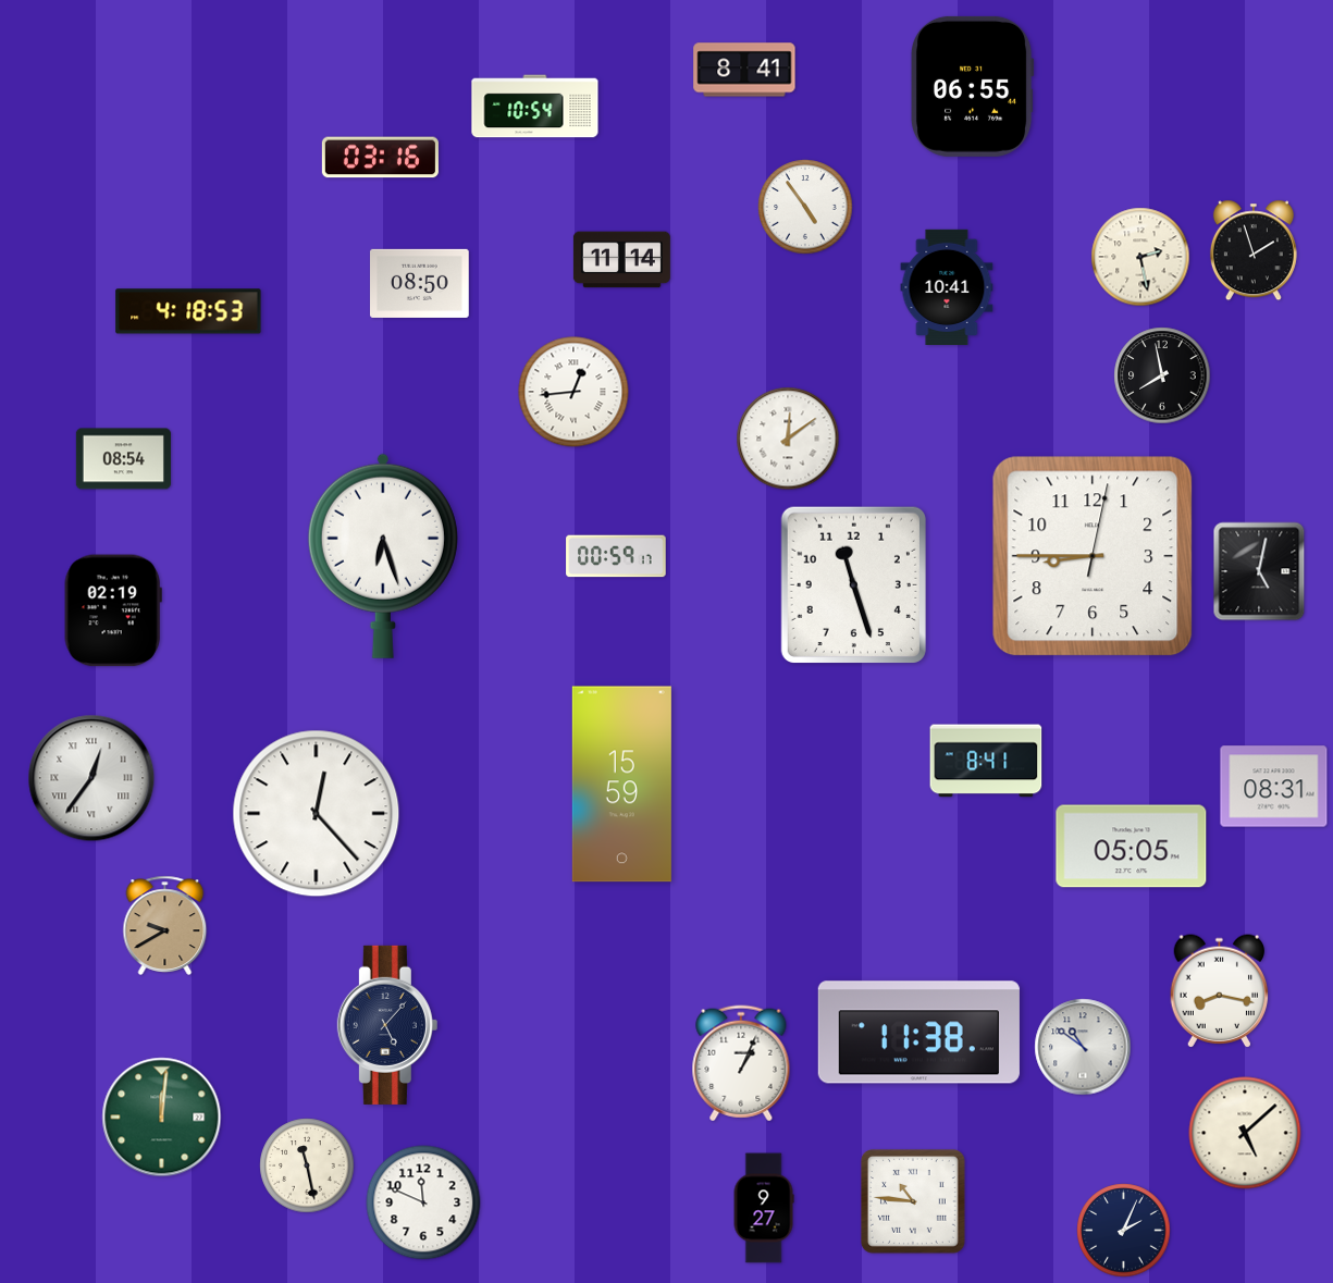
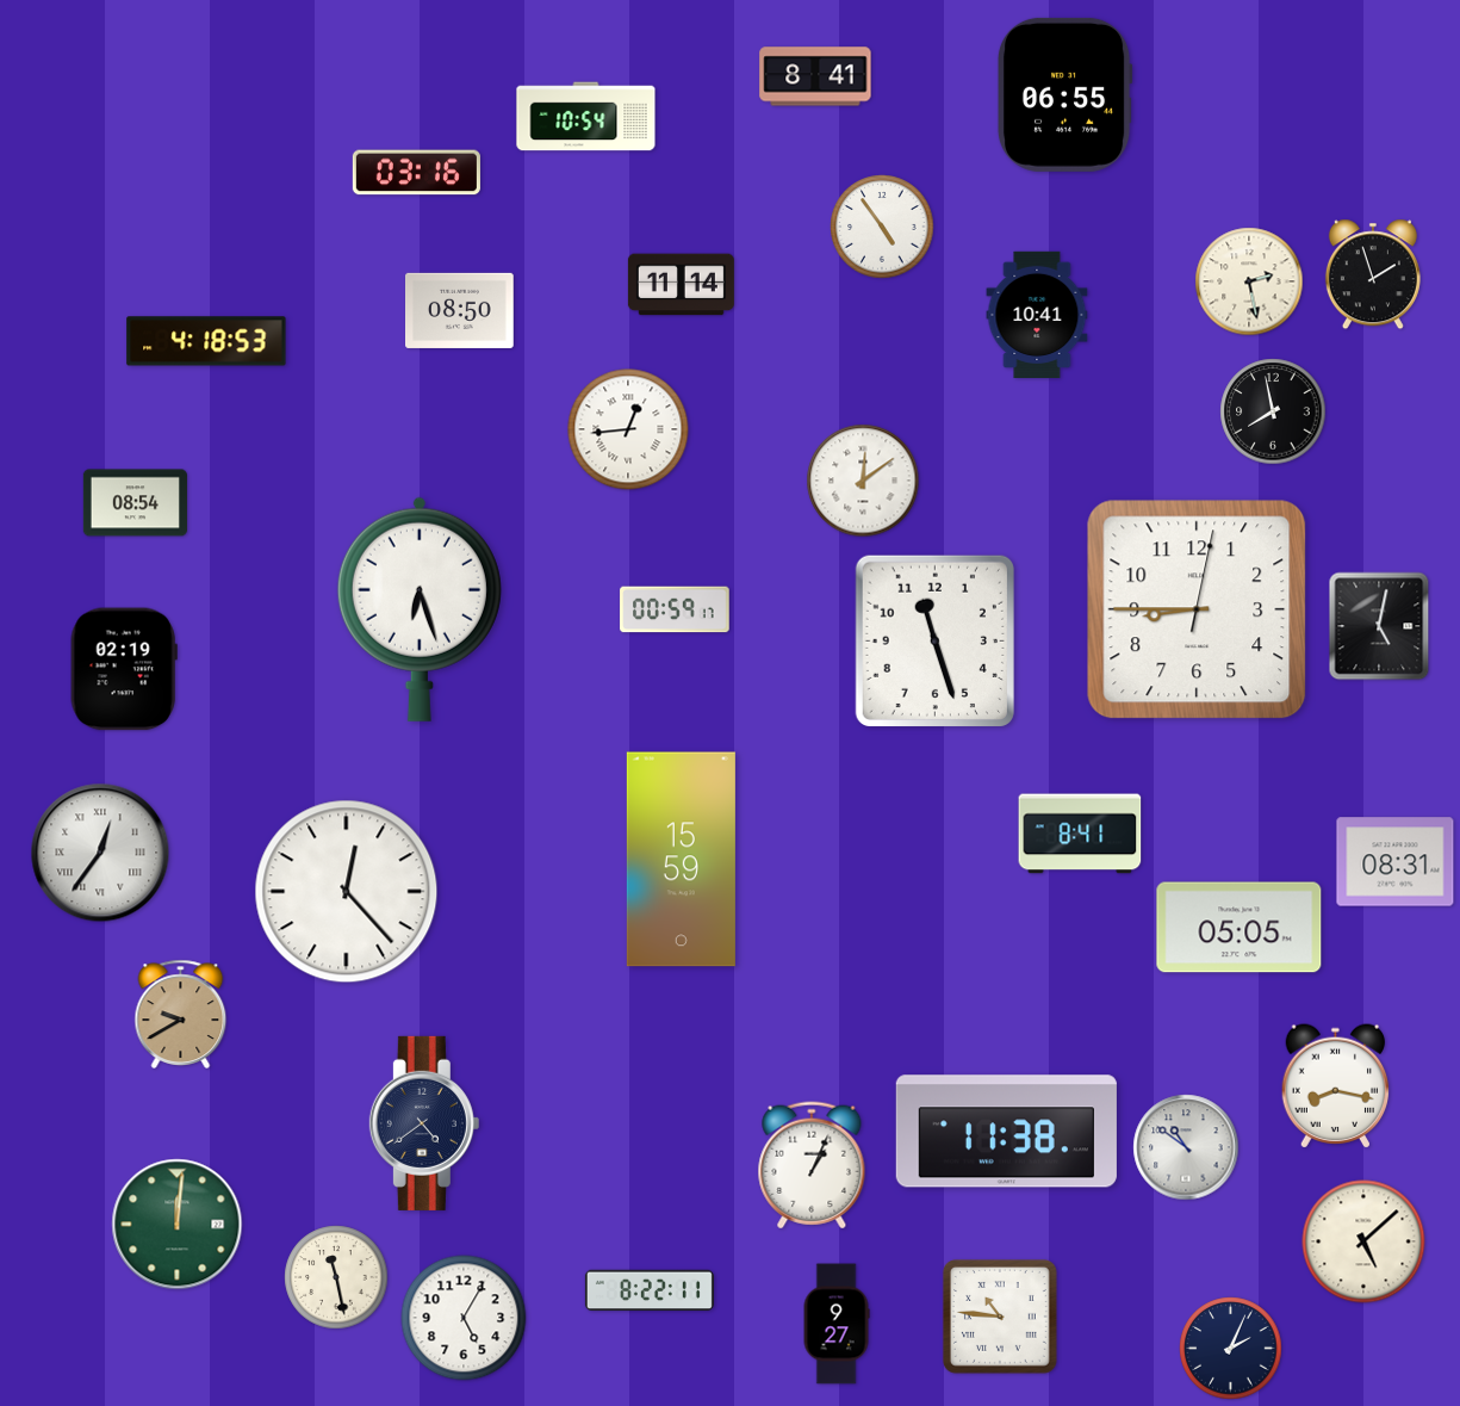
clock at (387, 1025): 5:07 -> 4:39
clock at (650, 1290): none -> 8:22
clock at (423, 1202): 11:49 -> 5:05
